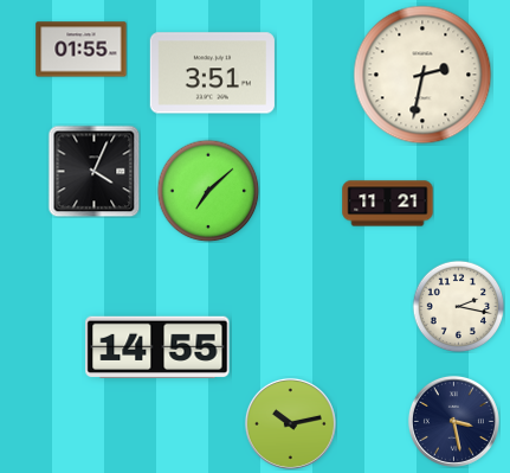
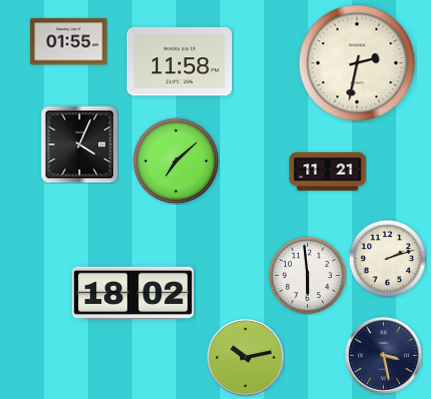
clock at (212, 73): 3:51 -> 11:58
clock at (458, 306): 2:17 -> 2:12
clock at (307, 275): none -> 5:59
clock at (157, 346): 14:55 -> 18:02
